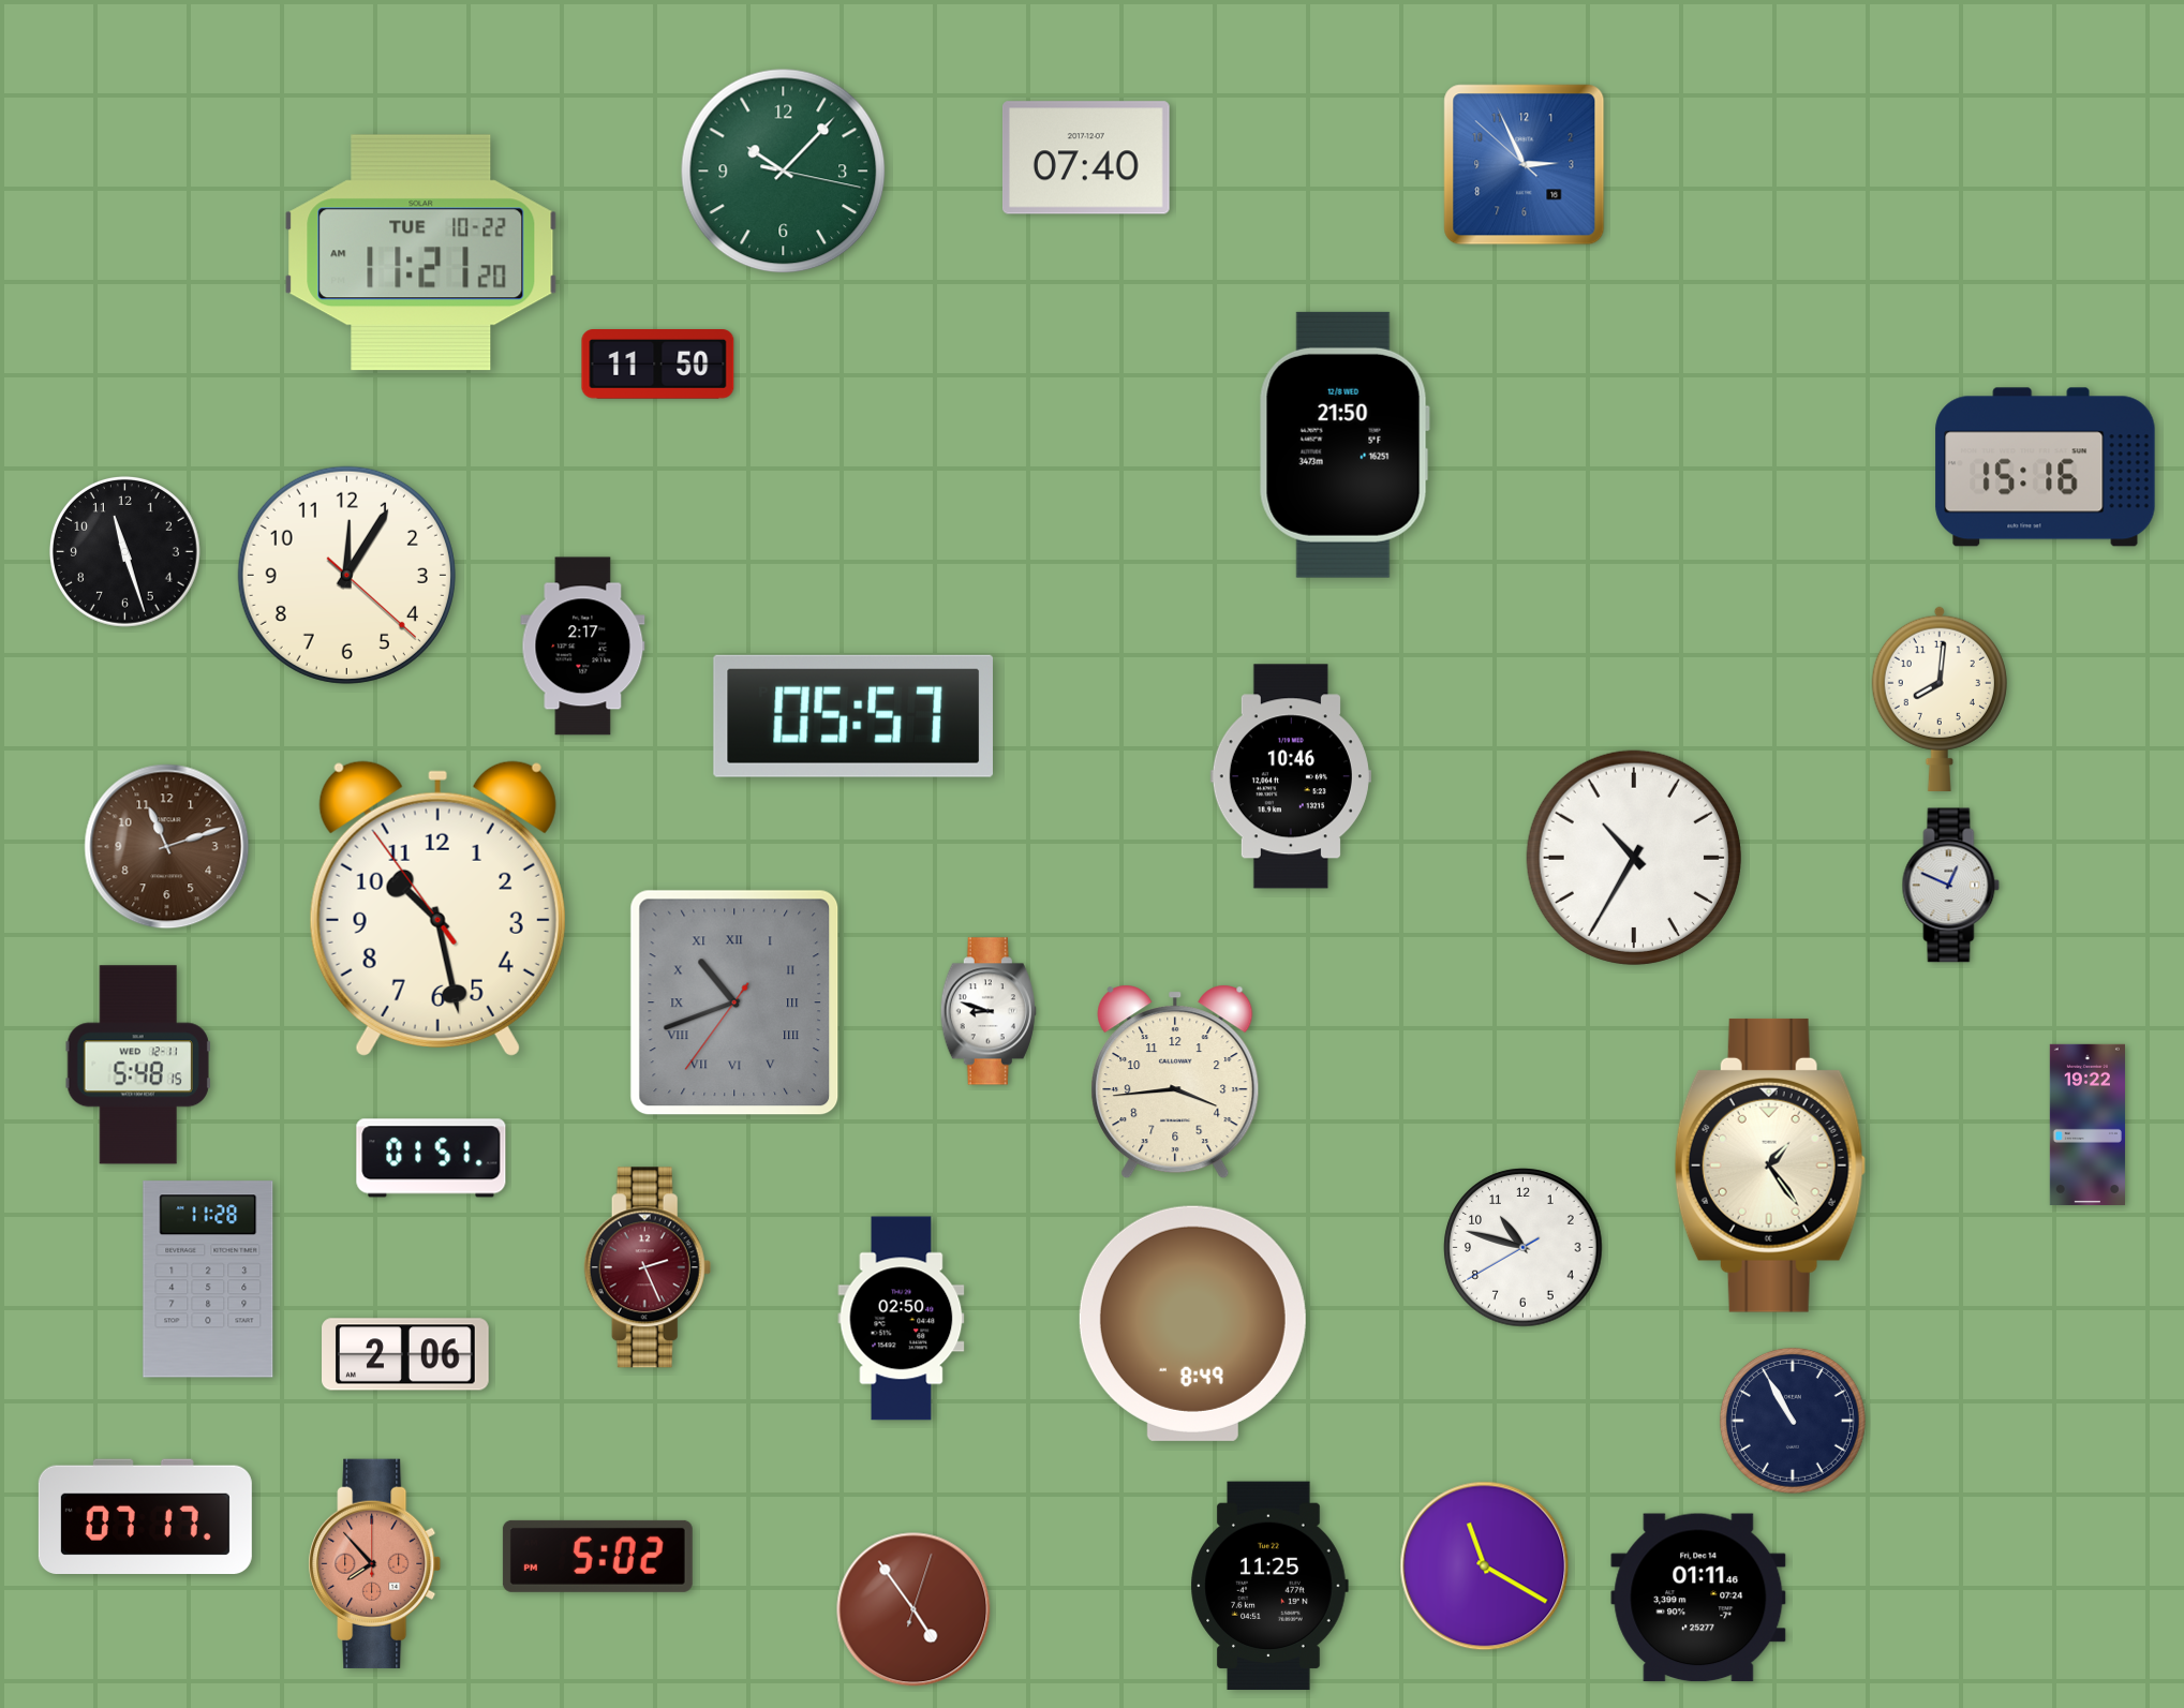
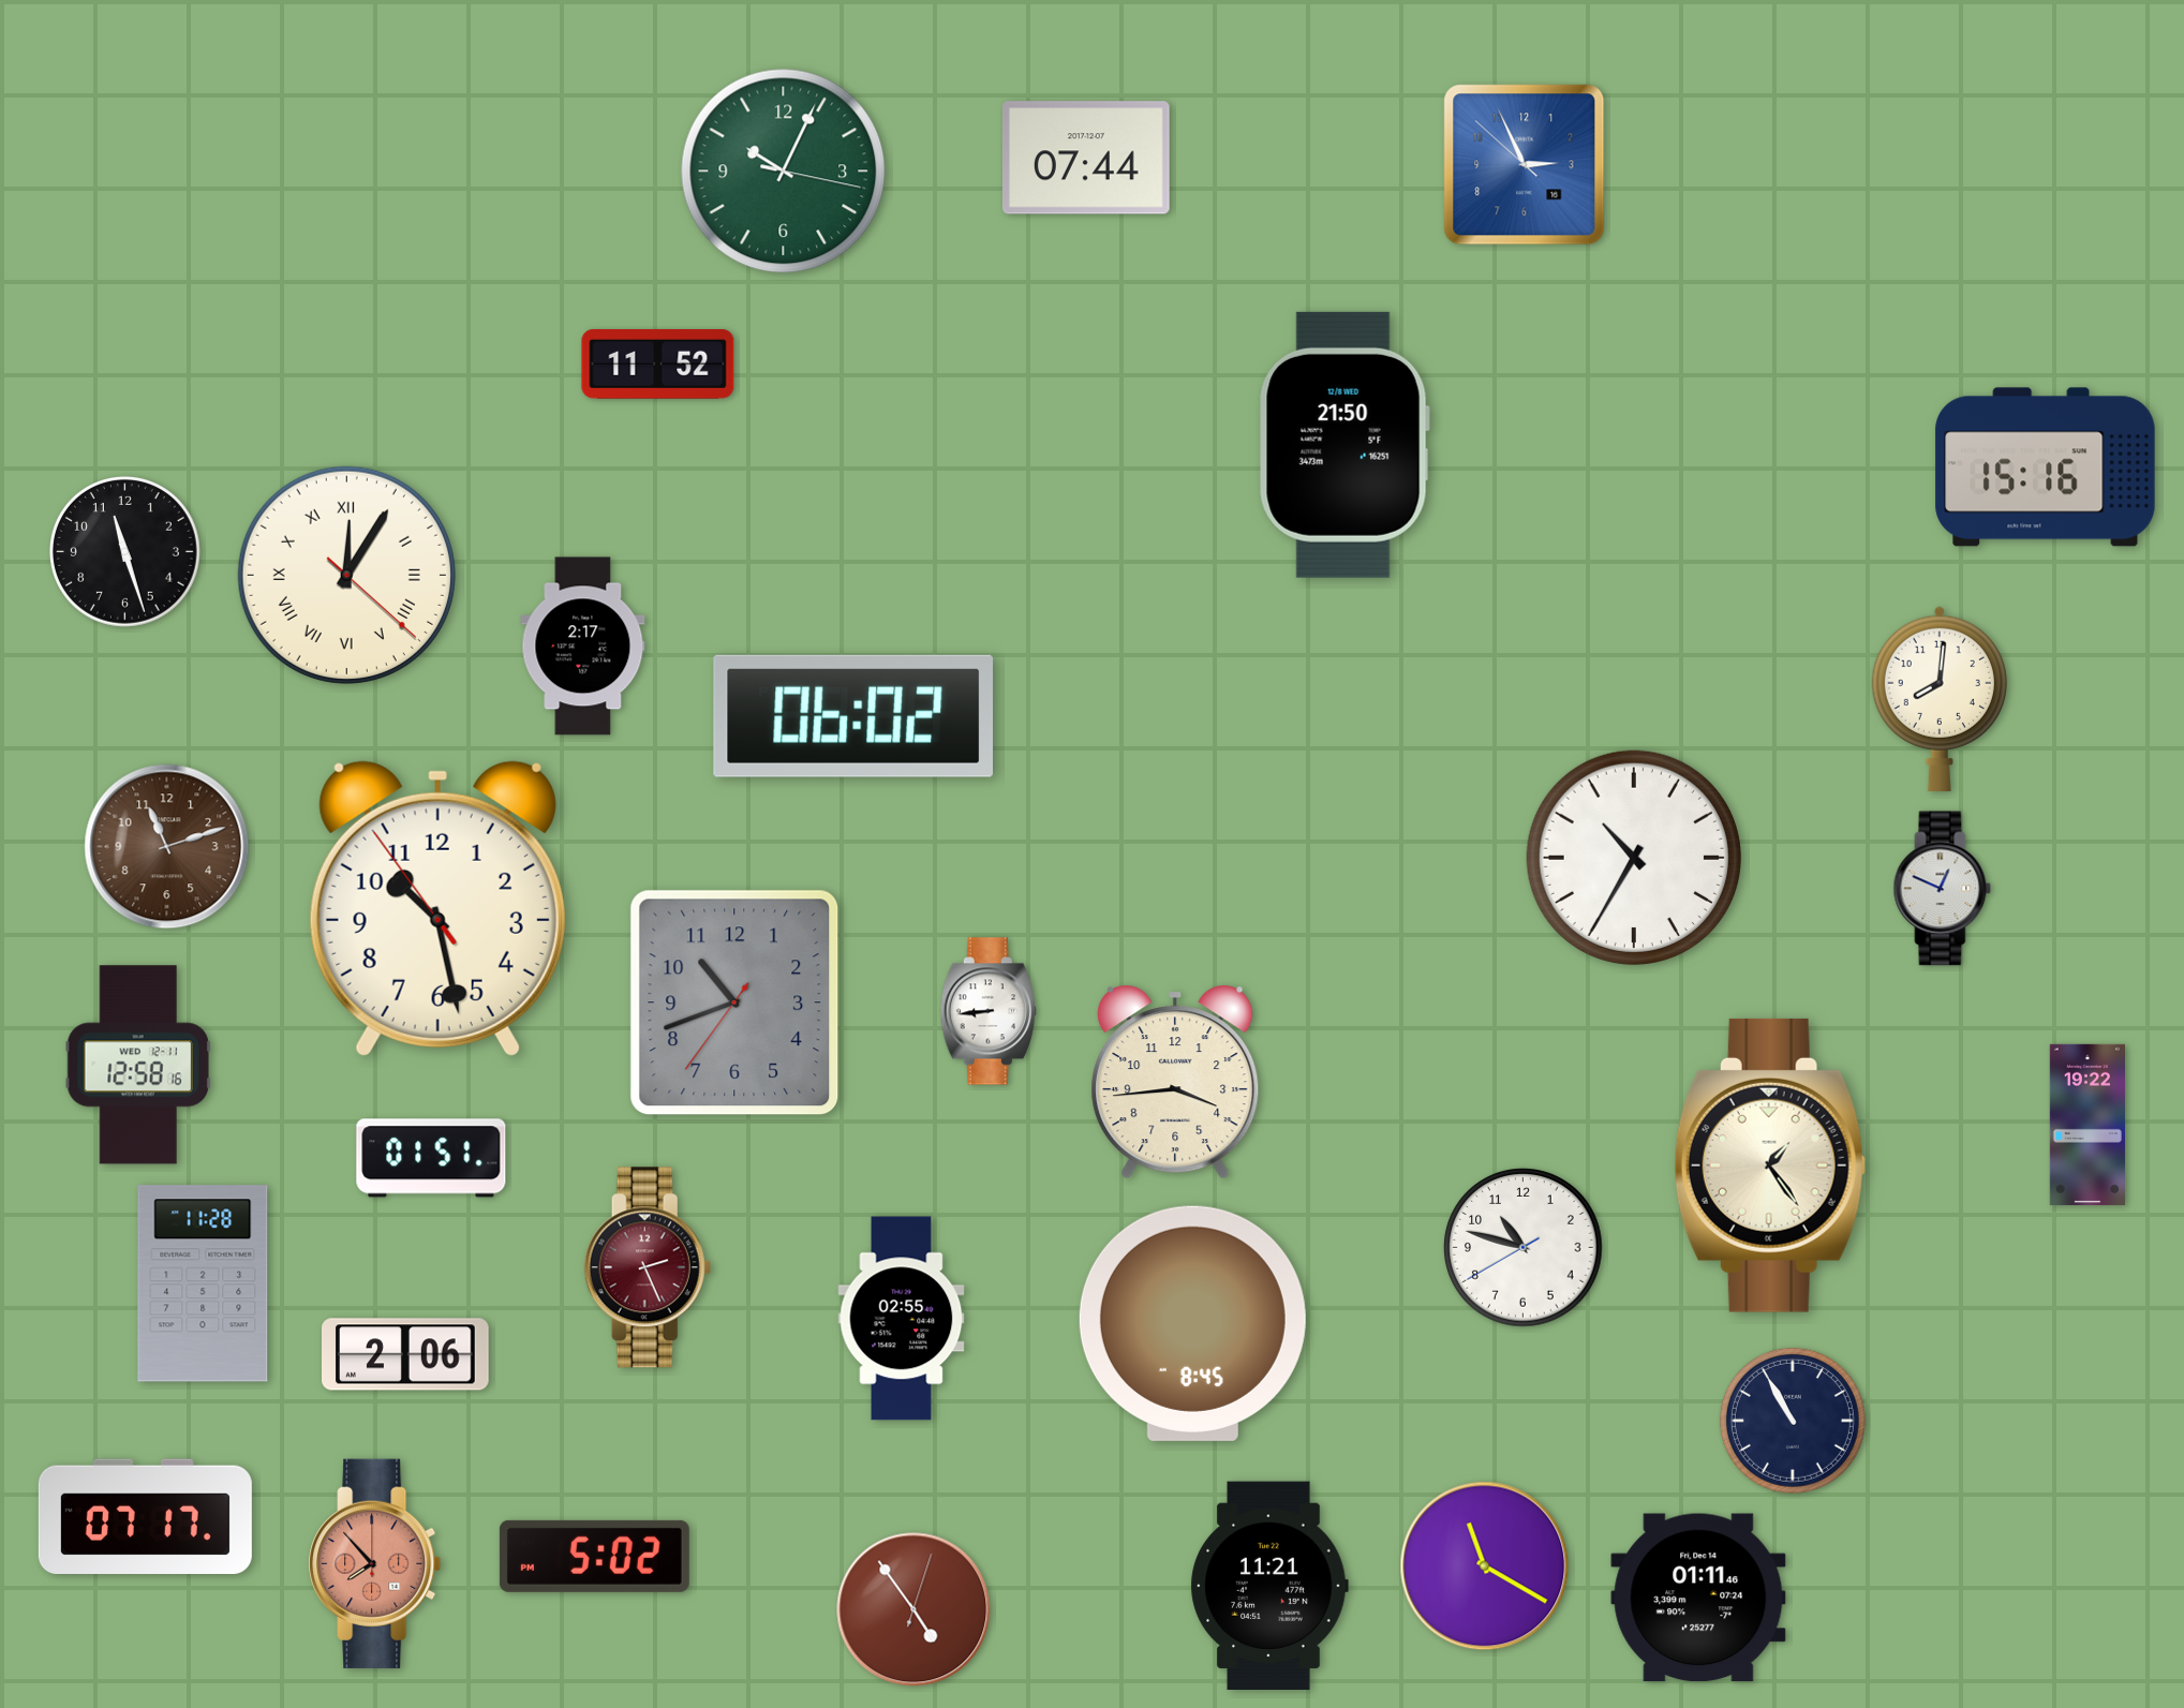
clock at (1086, 158): 07:40 -> 07:44
clock at (784, 172): 10:07 -> 10:04
clock at (421, 253): 11:21 -> none
clock at (658, 365): 11:50 -> 11:52
clock at (346, 575) numerals: Arabic -> Roman
clock at (852, 716): 05:57 -> 06:02
clock at (1291, 776): 10:46 -> none
clock at (1951, 886) position: (1951, 886) -> (1943, 889)
clock at (734, 1002) numerals: Roman -> Arabic
clock at (989, 1011): 8:48 -> 8:44
clock at (138, 1065): 5:48 -> 12:58
clock at (208, 1279) position: (208, 1279) -> (203, 1283)
clock at (902, 1319): 02:50 -> 02:55
clock at (1192, 1323): 8:49 -> 8:45
clock at (597, 1556) position: (597, 1556) -> (594, 1556)
clock at (1269, 1585): 11:25 -> 11:21
